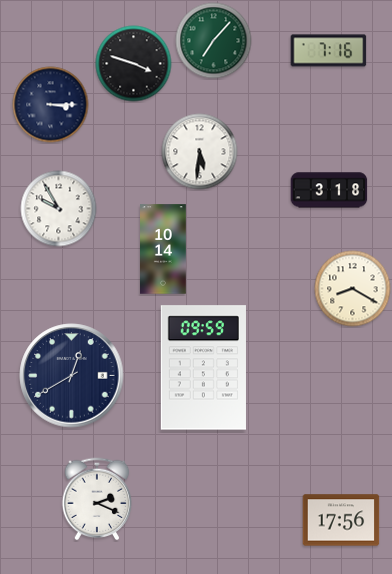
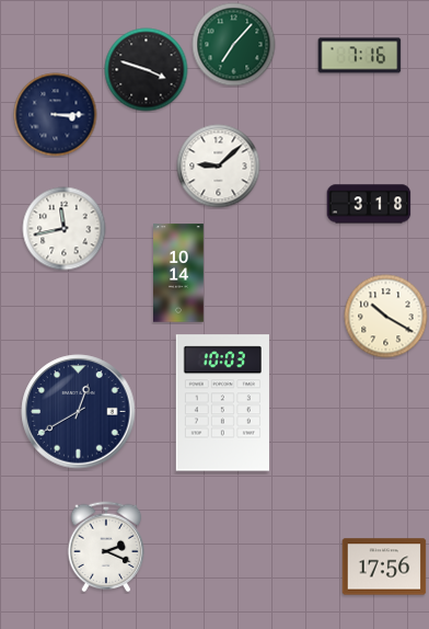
clock at (200, 152): 5:31 -> 9:08
clock at (329, 190) position: (329, 190) -> (369, 204)
clock at (59, 209): 9:55 -> 11:43
clock at (353, 289): 8:20 -> 10:20
clock at (203, 368): 09:59 -> 10:03
clock at (341, 520) position: (341, 520) -> (384, 567)
